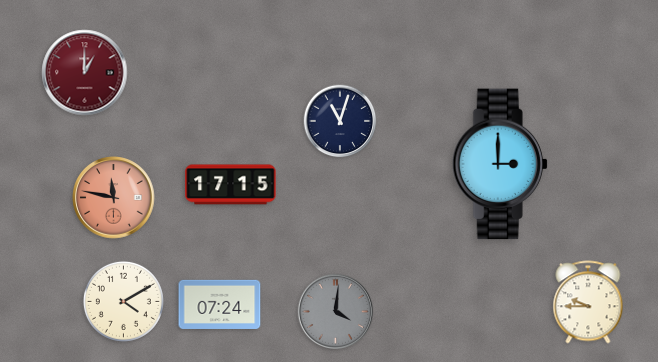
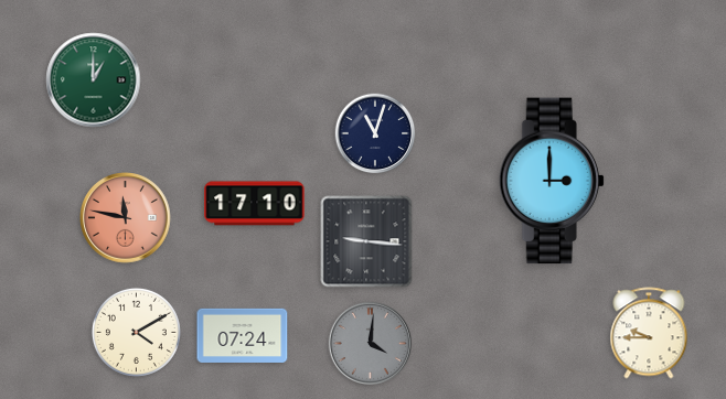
clock at (85, 73) dial: burgundy -> green
clock at (231, 185): 17:15 -> 17:10
clock at (366, 241): none -> 9:16
